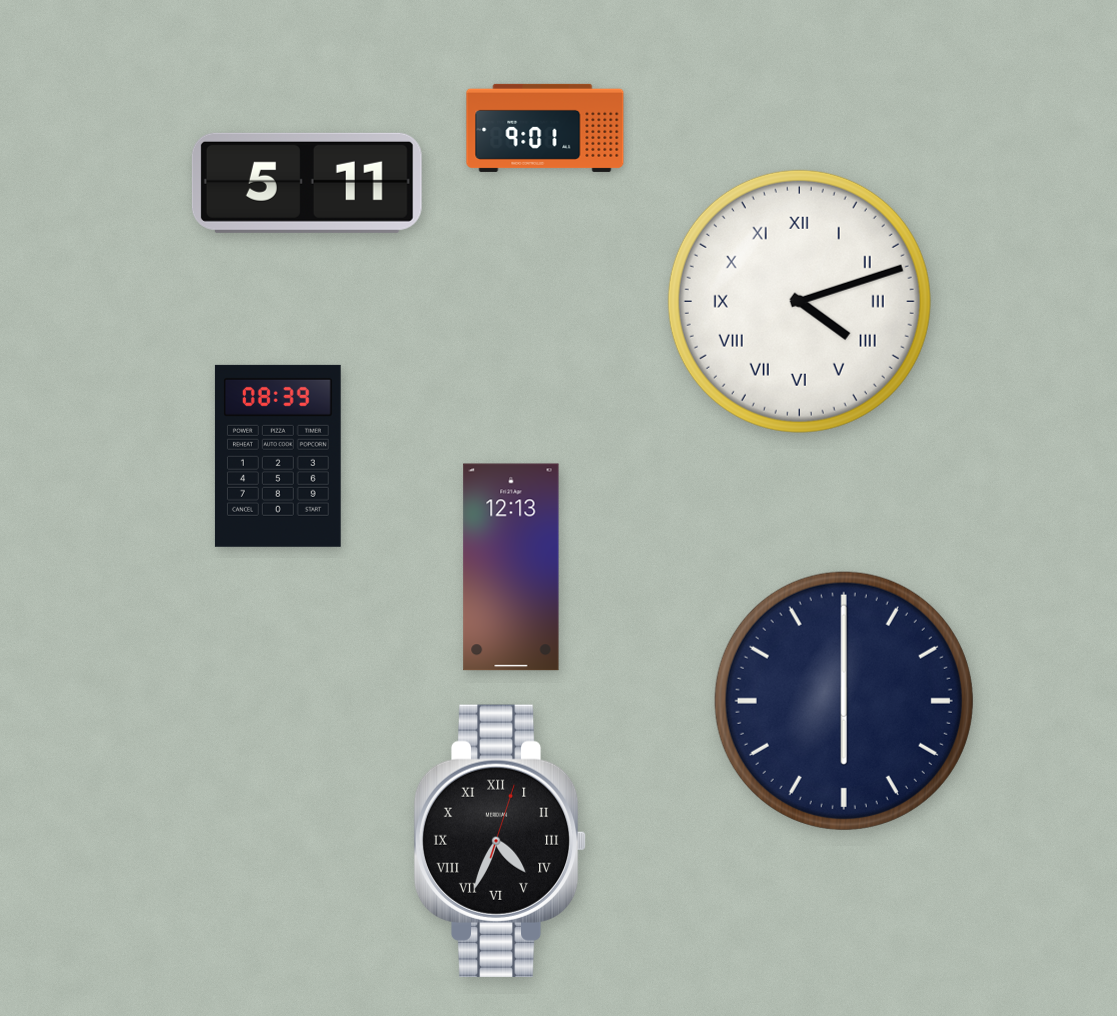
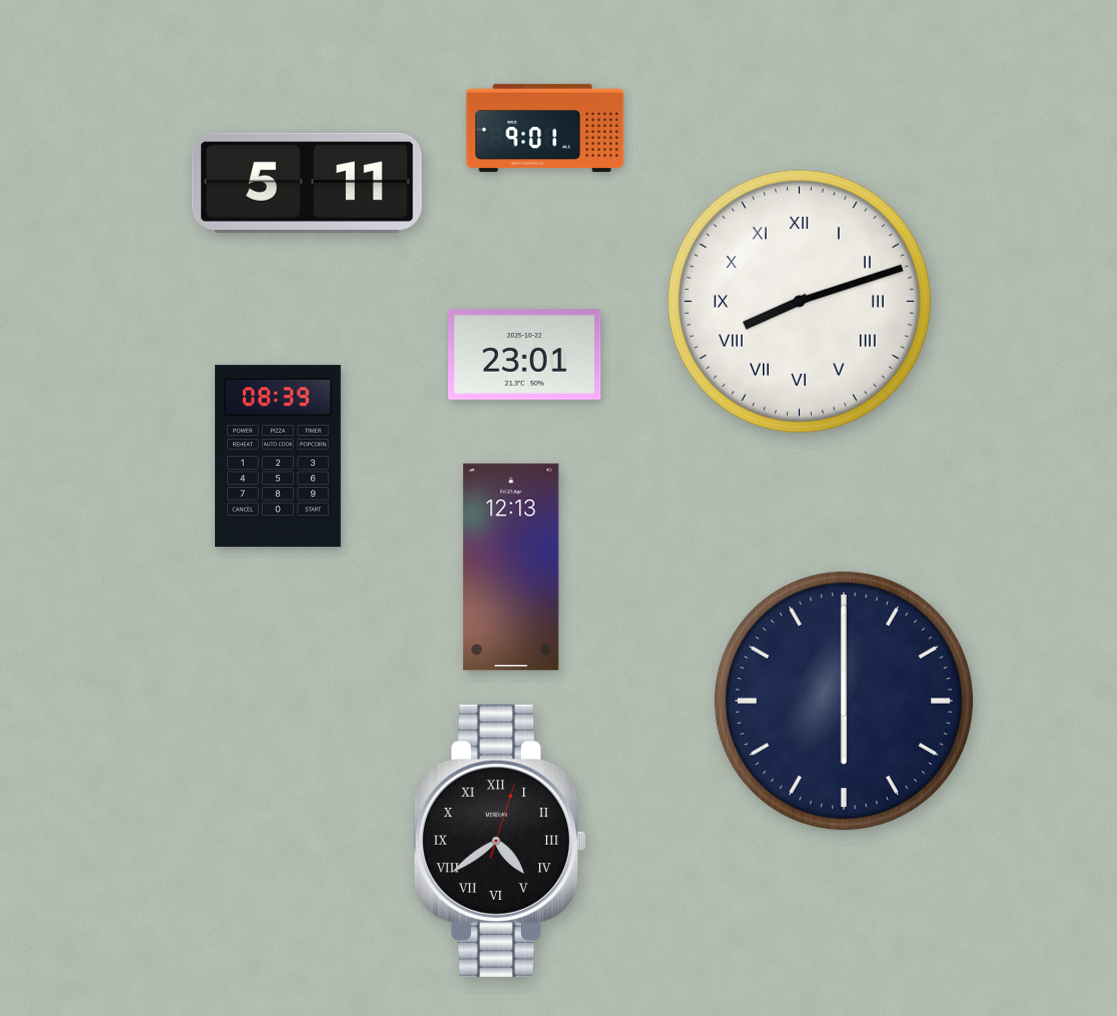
clock at (799, 301): 4:12 -> 8:12
clock at (525, 355): none -> 23:01
clock at (500, 841): 4:34 -> 4:39
